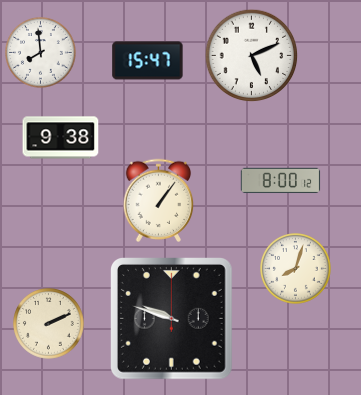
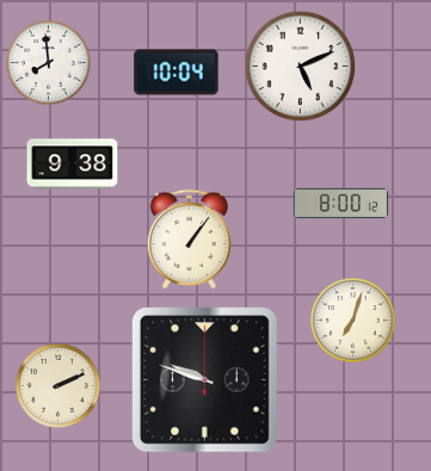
clock at (148, 61): 15:47 -> 10:04
clock at (281, 181) position: (281, 181) -> (341, 204)
clock at (296, 269): 8:03 -> 7:03
